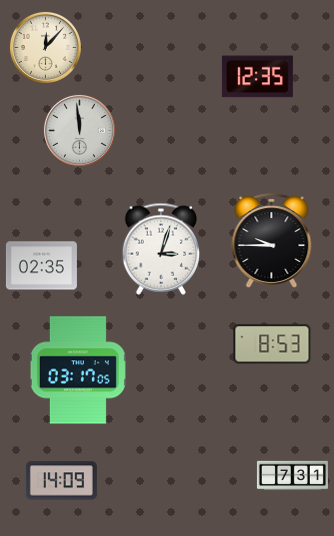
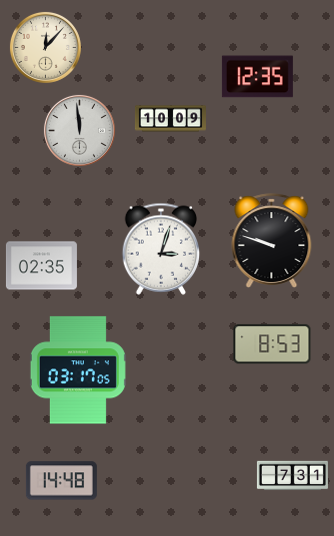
clock at (170, 119): none -> 10:09
clock at (272, 241): 9:45 -> 9:48
clock at (61, 481): 14:09 -> 14:48
